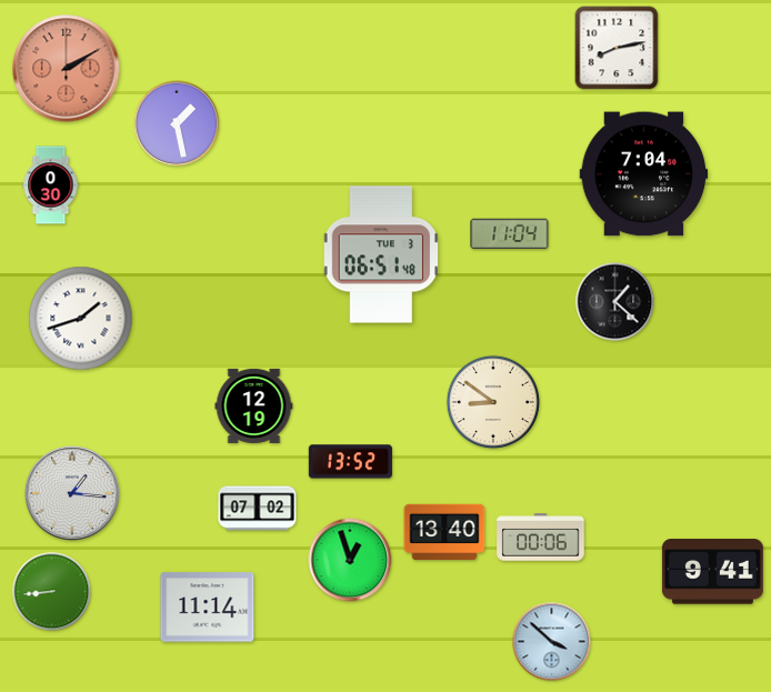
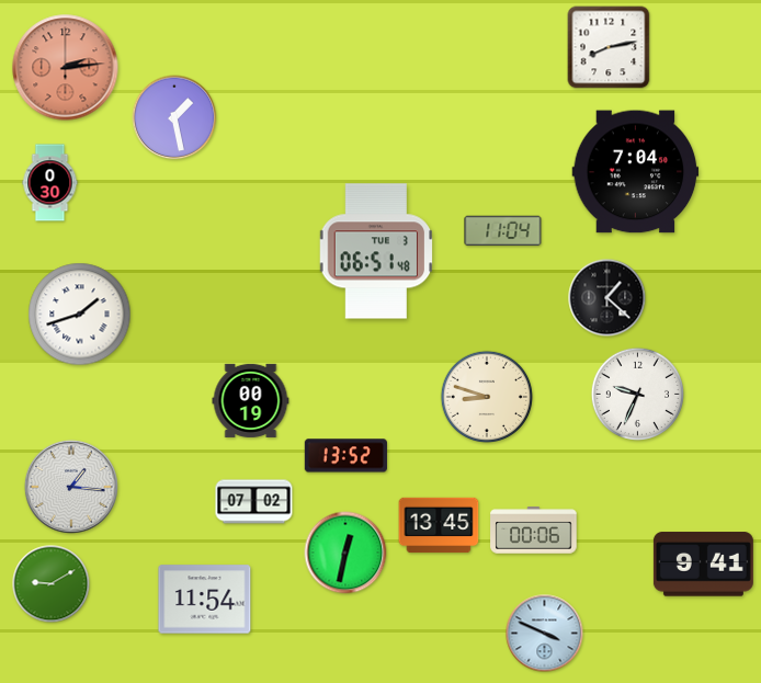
clock at (67, 69): 2:10 -> 2:14
clock at (177, 123) position: (177, 123) -> (174, 117)
clock at (637, 394): none -> 9:34
clock at (493, 402): 8:51 -> 8:48
clock at (254, 405): 12:19 -> 00:19
clock at (444, 532): 13:40 -> 13:45
clock at (350, 560): 12:57 -> 12:32
clock at (52, 592): 8:44 -> 9:10
clock at (208, 608): 11:14 -> 11:54
clock at (552, 642): 3:52 -> 3:49
